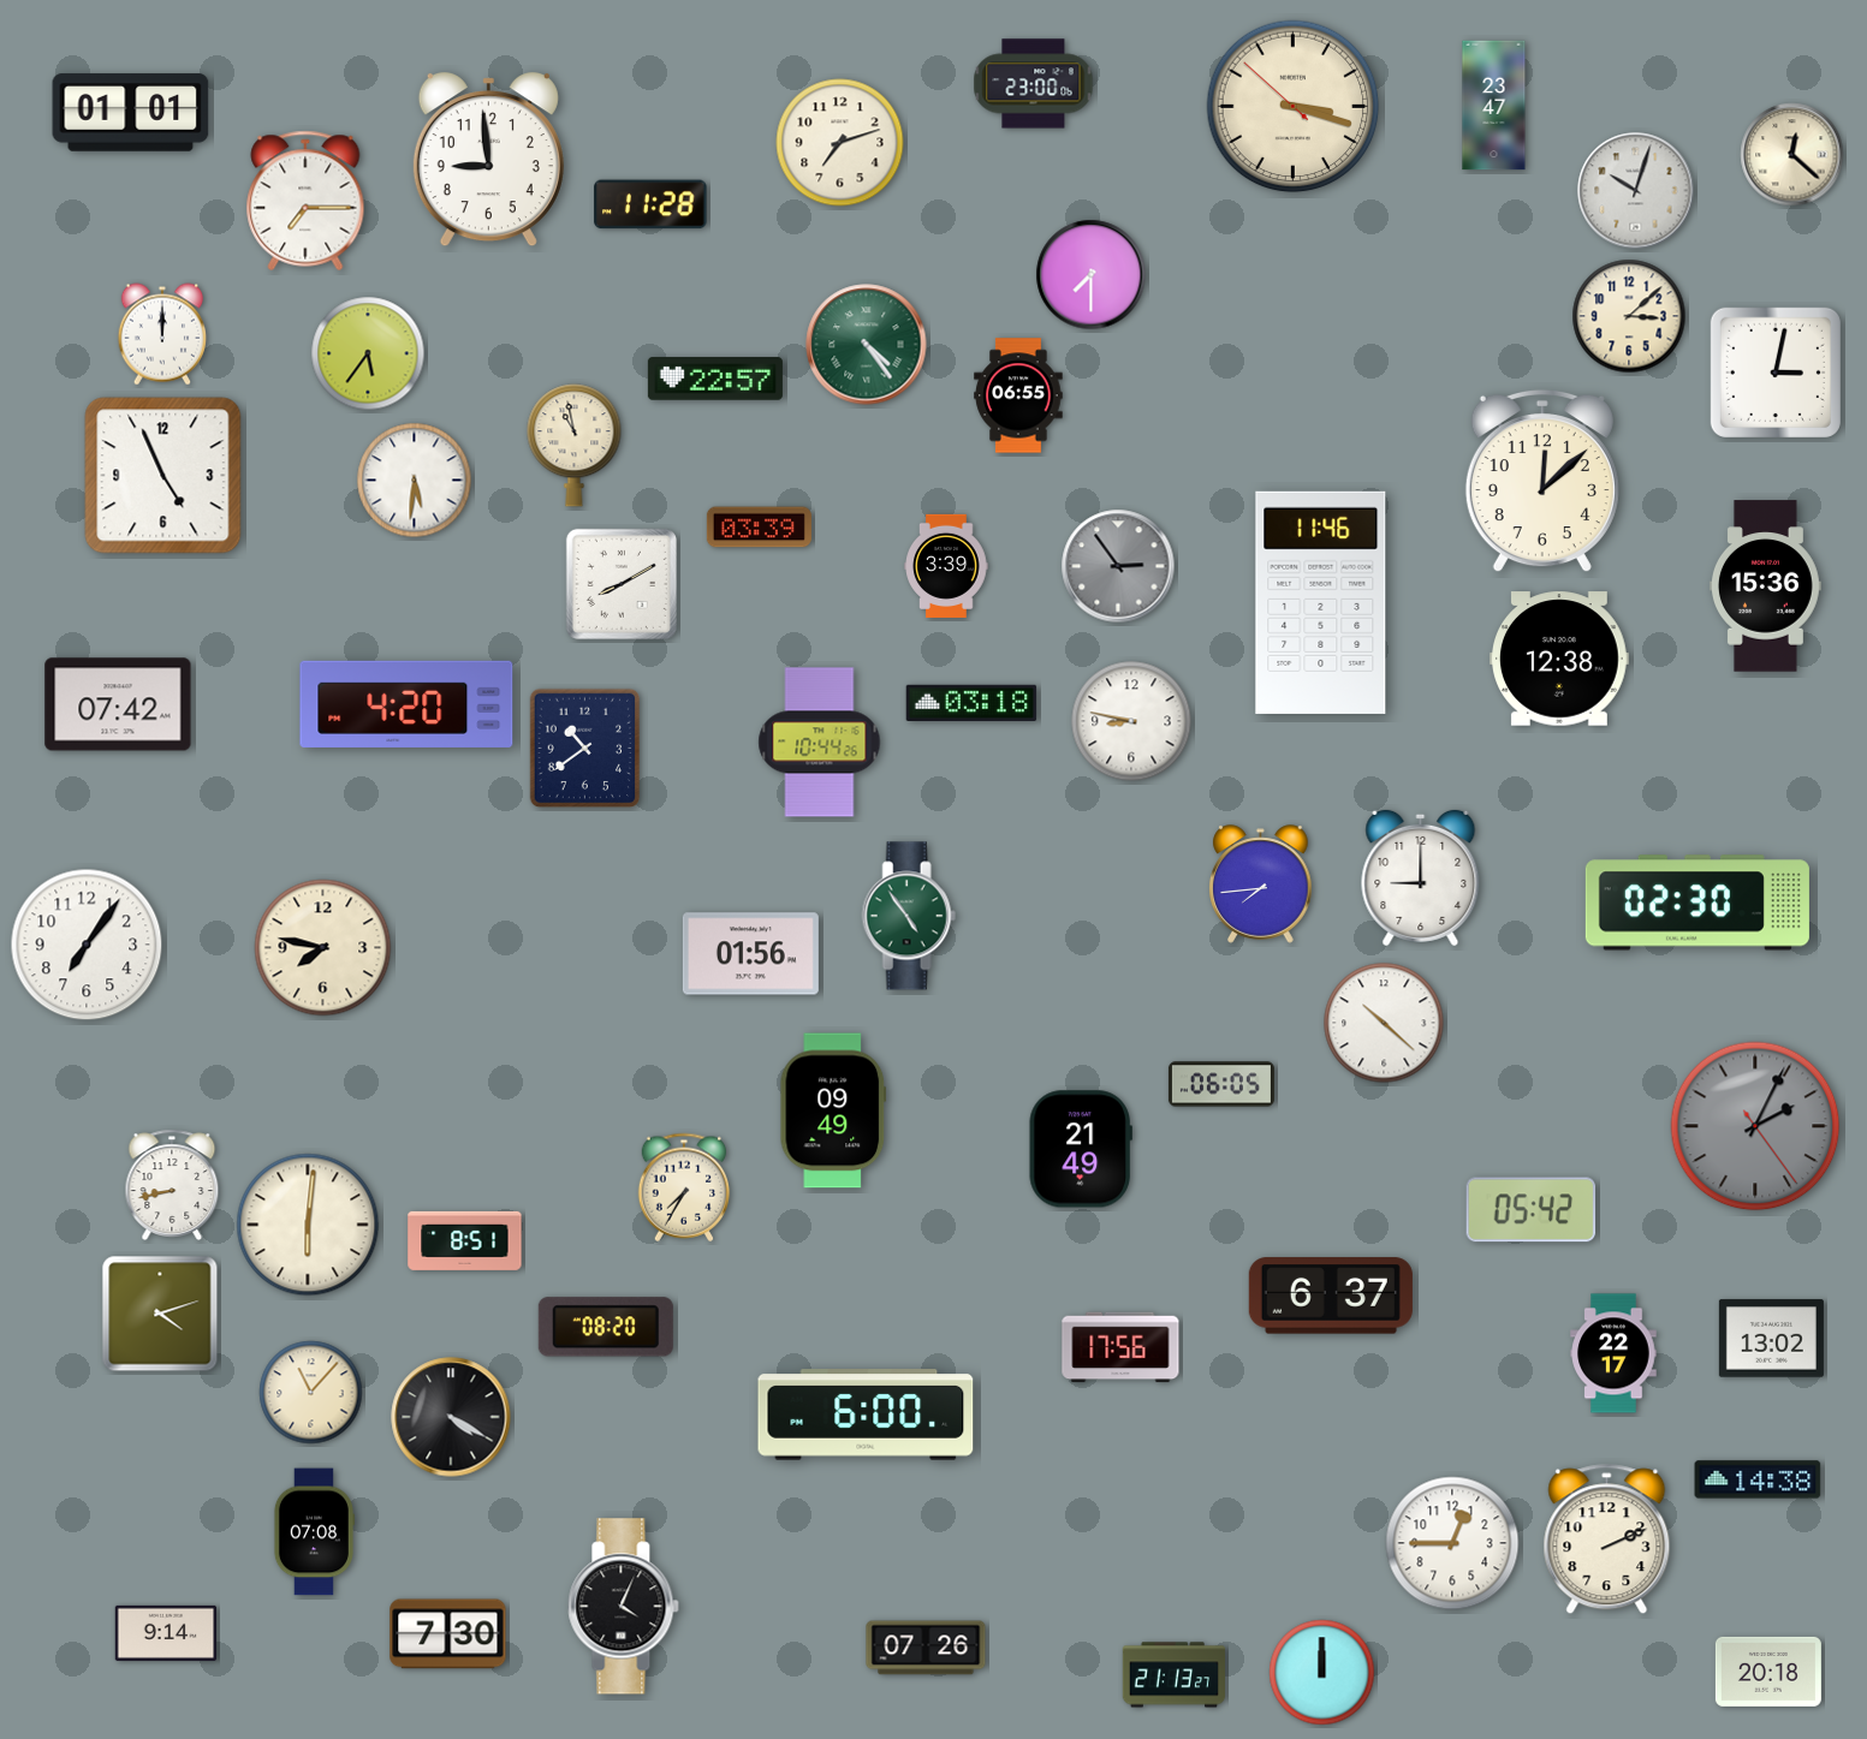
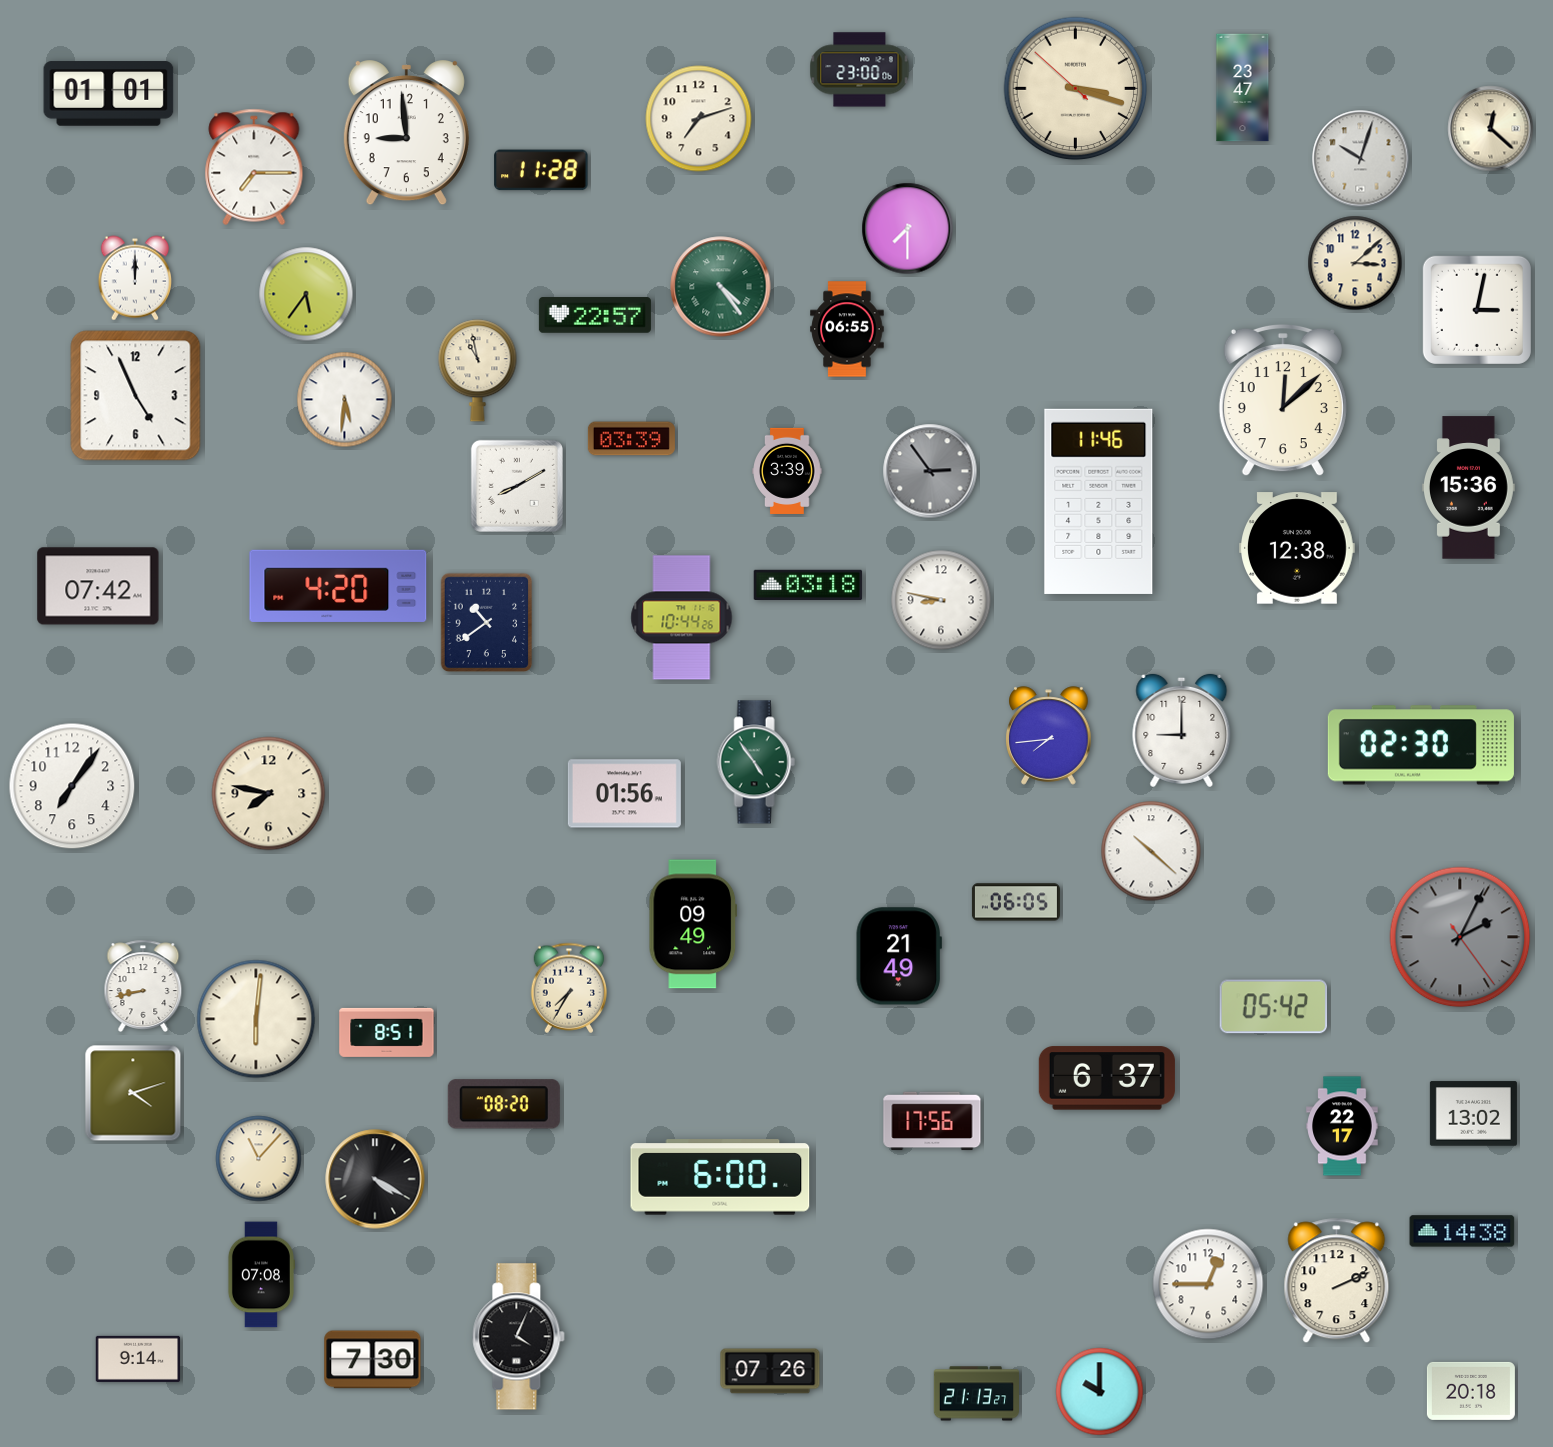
clock at (1697, 903) position: (1697, 903) -> (1421, 745)
clock at (323, 948) position: (323, 948) -> (269, 794)
clock at (1322, 1673): 12:00 -> 10:00
